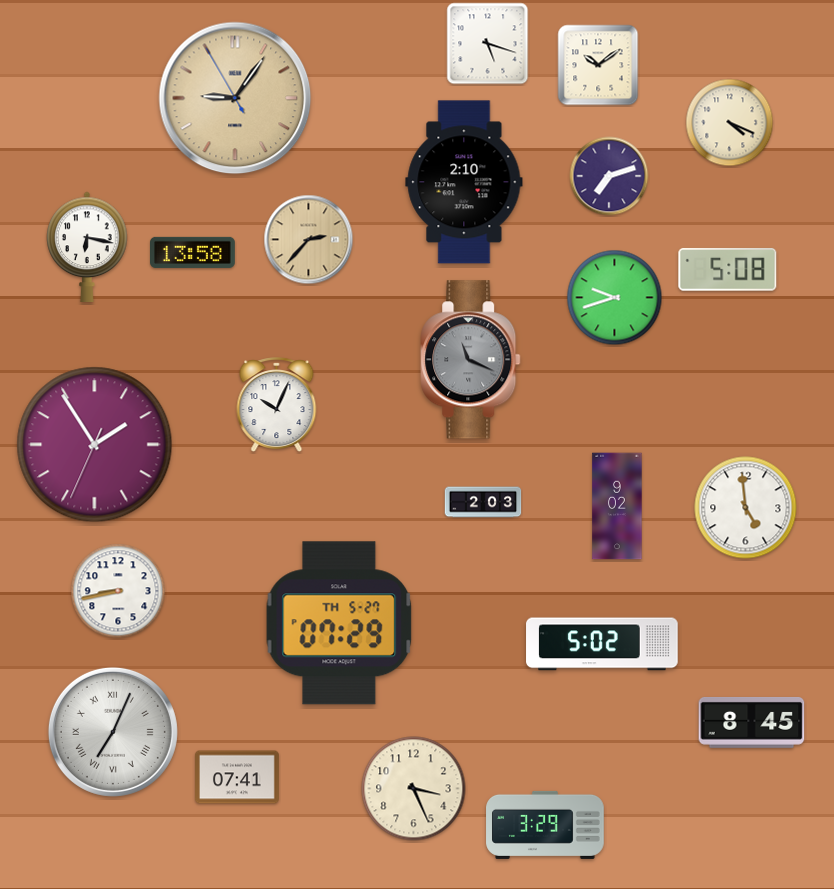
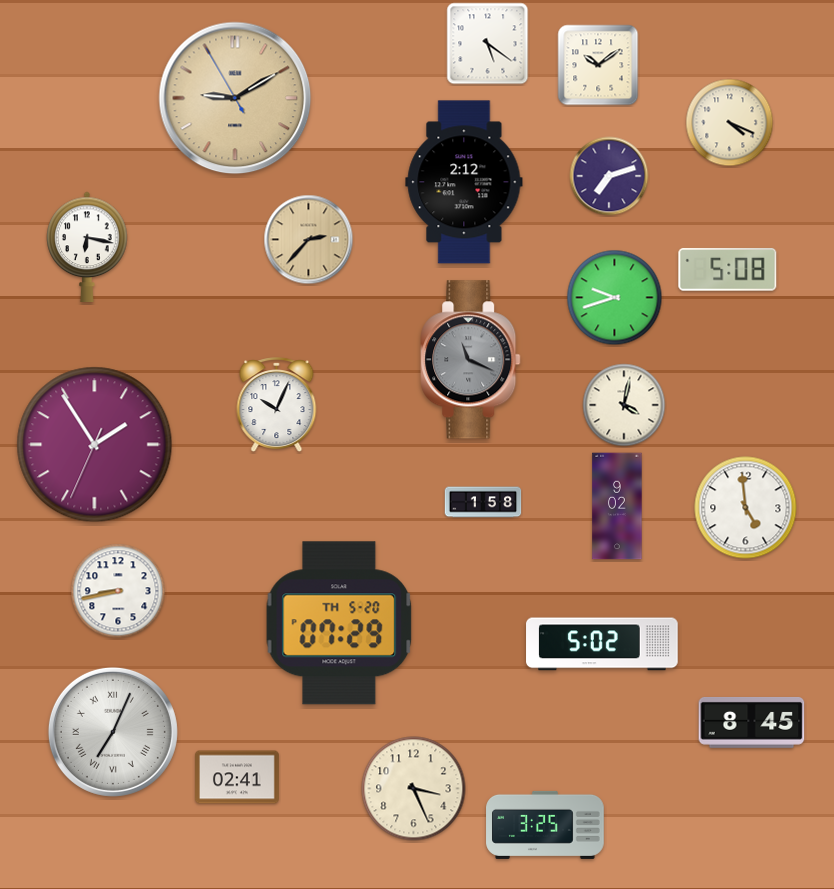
clock at (488, 44): 5:18 -> 5:21
clock at (235, 98): 9:05 -> 9:09
clock at (464, 182): 2:10 -> 2:12
clock at (193, 252): 13:58 -> none
clock at (624, 405): none -> 4:02
clock at (483, 502): 2:03 -> 1:58
clock at (339, 623) date: TH 5-27 -> TH 5-20
clock at (238, 777): 07:41 -> 02:41
clock at (545, 825): 3:29 -> 3:25
